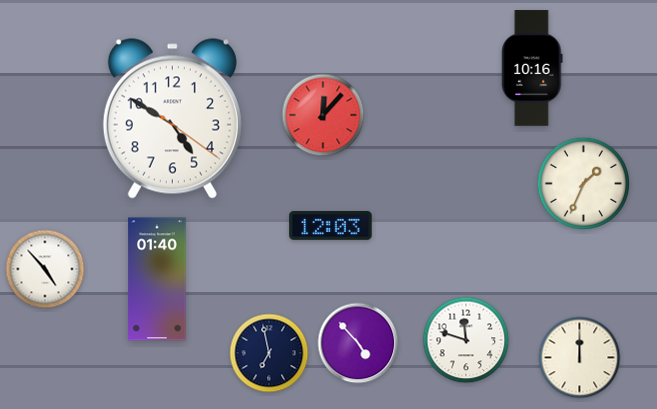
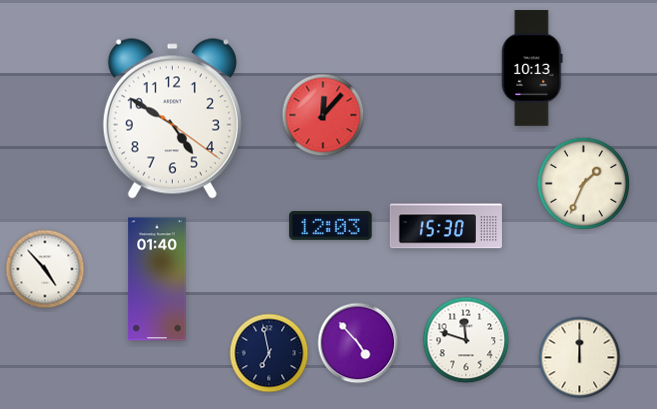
clock at (532, 68): 10:16 -> 10:13
clock at (446, 226): none -> 15:30
